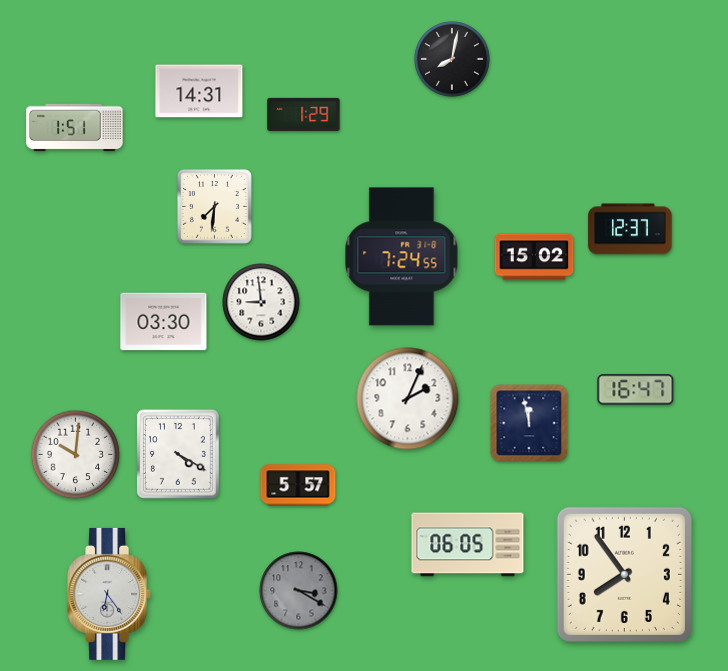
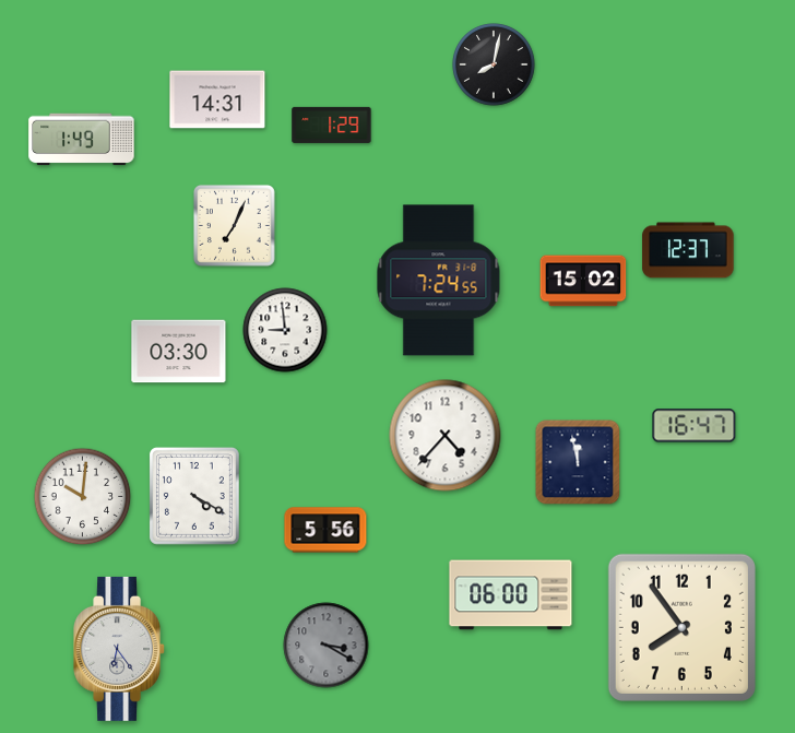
clock at (75, 128): 1:51 -> 1:49
clock at (214, 206): 7:31 -> 7:04
clock at (408, 399): 2:04 -> 4:37
clock at (298, 485): 5:57 -> 5:56
clock at (468, 545): 06:05 -> 06:00
